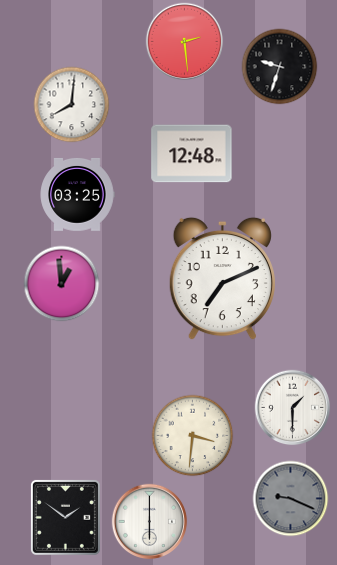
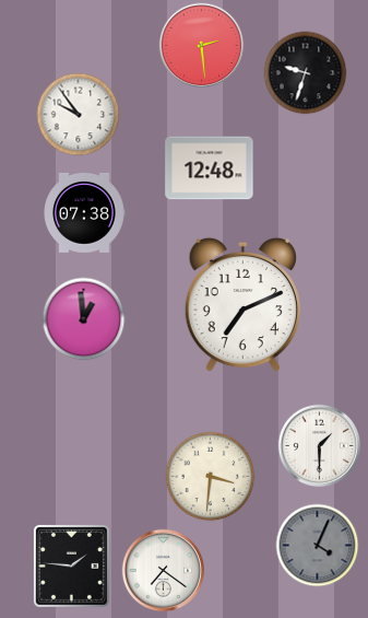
clock at (72, 105): 8:01 -> 9:54
clock at (77, 194): 03:25 -> 07:38
clock at (62, 284) position: (62, 284) -> (84, 319)
clock at (291, 499): 9:19 -> 4:04
clock at (65, 517): 1:51 -> 1:46
clock at (150, 522): 6:00 -> 7:21
